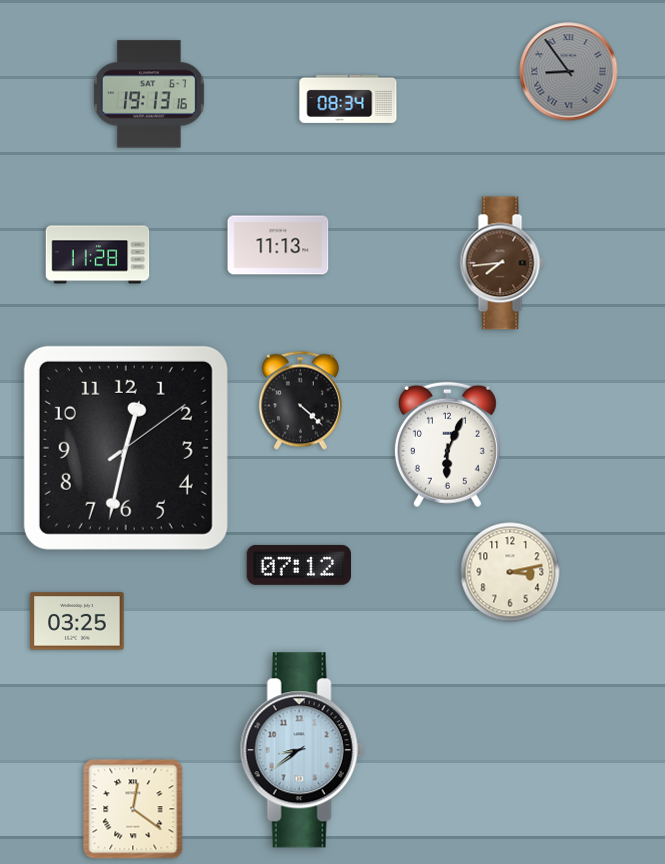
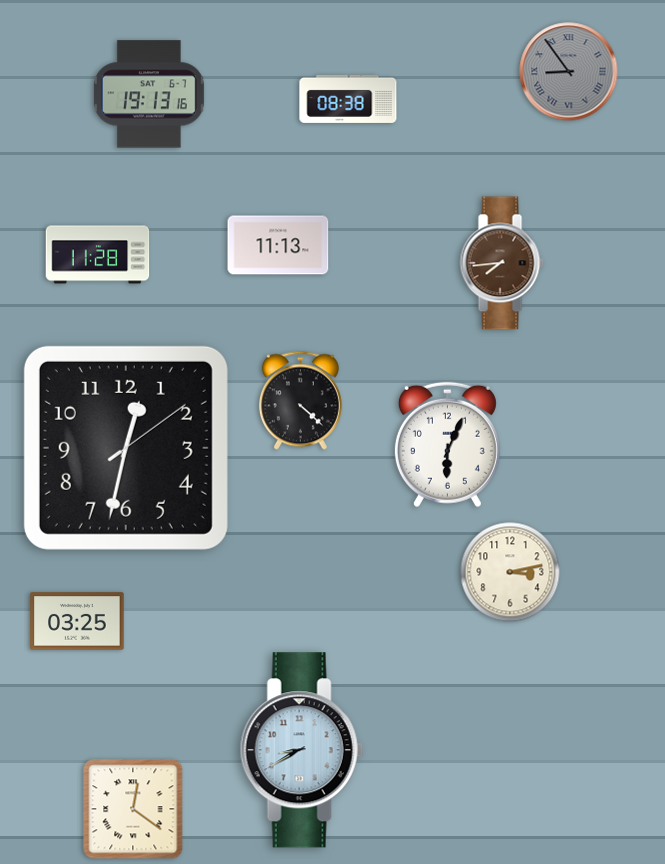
clock at (348, 99): 08:34 -> 08:38
clock at (298, 565): 07:12 -> none
clock at (302, 750): 8:39 -> 8:40
